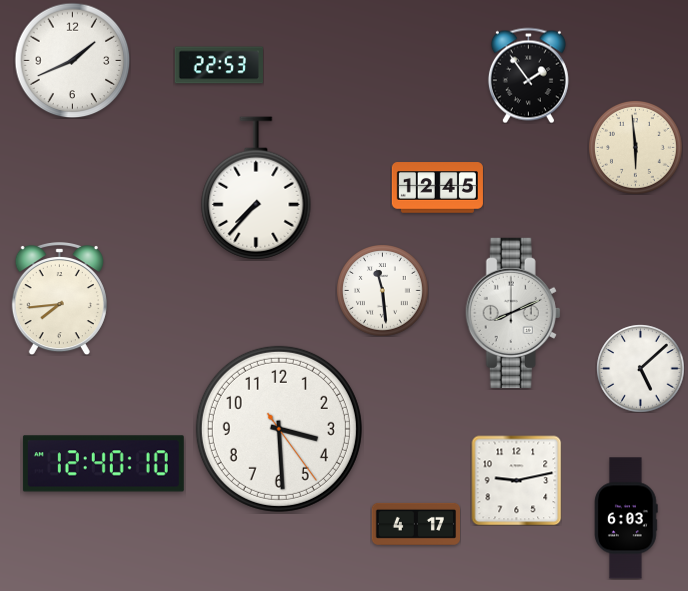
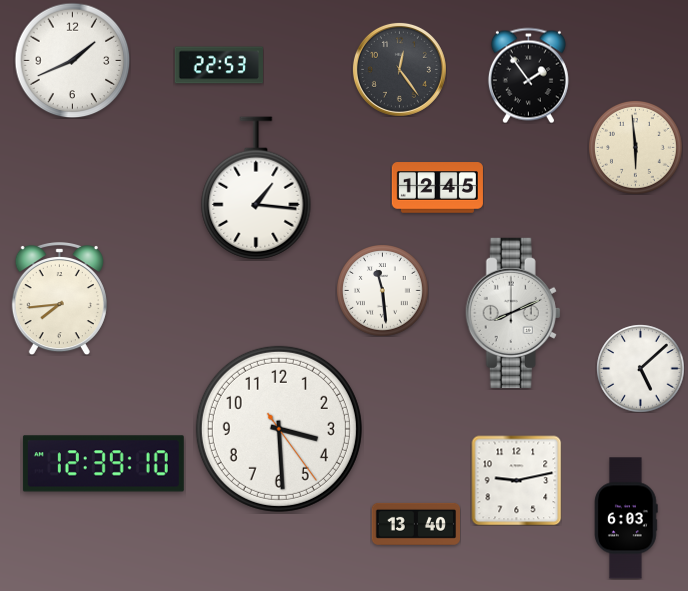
clock at (399, 69): none -> 12:24
clock at (256, 188): 7:37 -> 1:16
clock at (103, 464): 12:40 -> 12:39
clock at (415, 524): 4:17 -> 13:40
